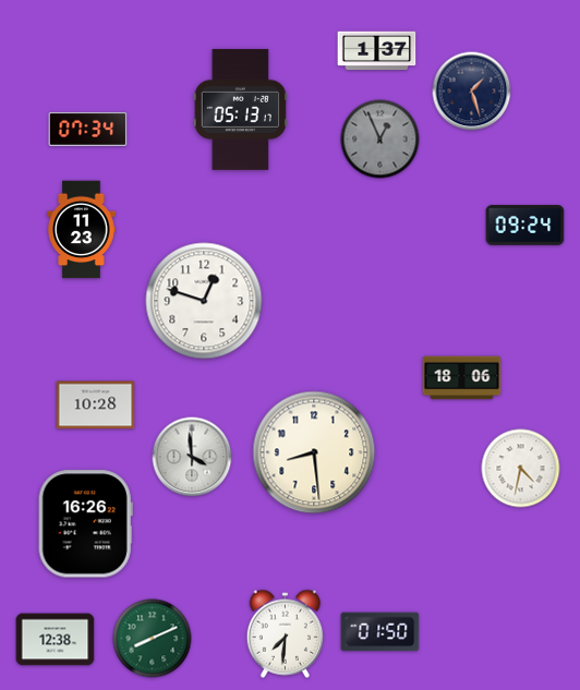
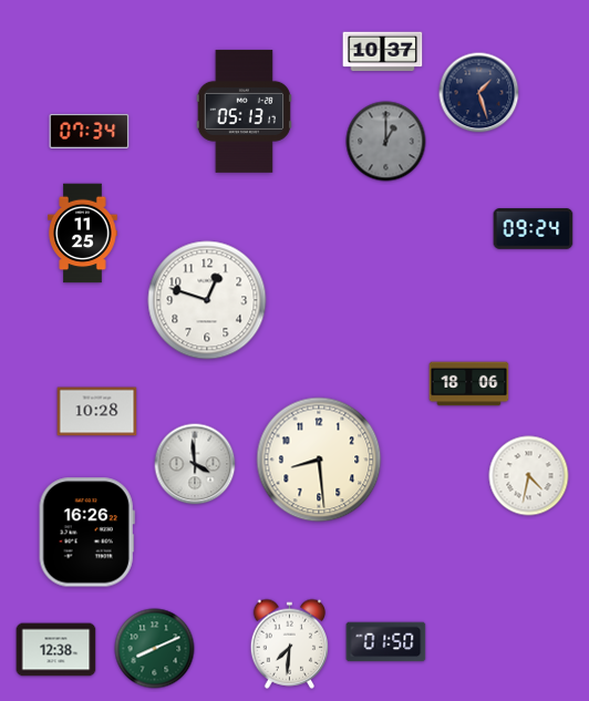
clock at (377, 51): 1:37 -> 10:37
clock at (380, 140): 12:56 -> 1:00
clock at (82, 230): 11:23 -> 11:25
clock at (204, 301) position: (204, 301) -> (207, 300)
